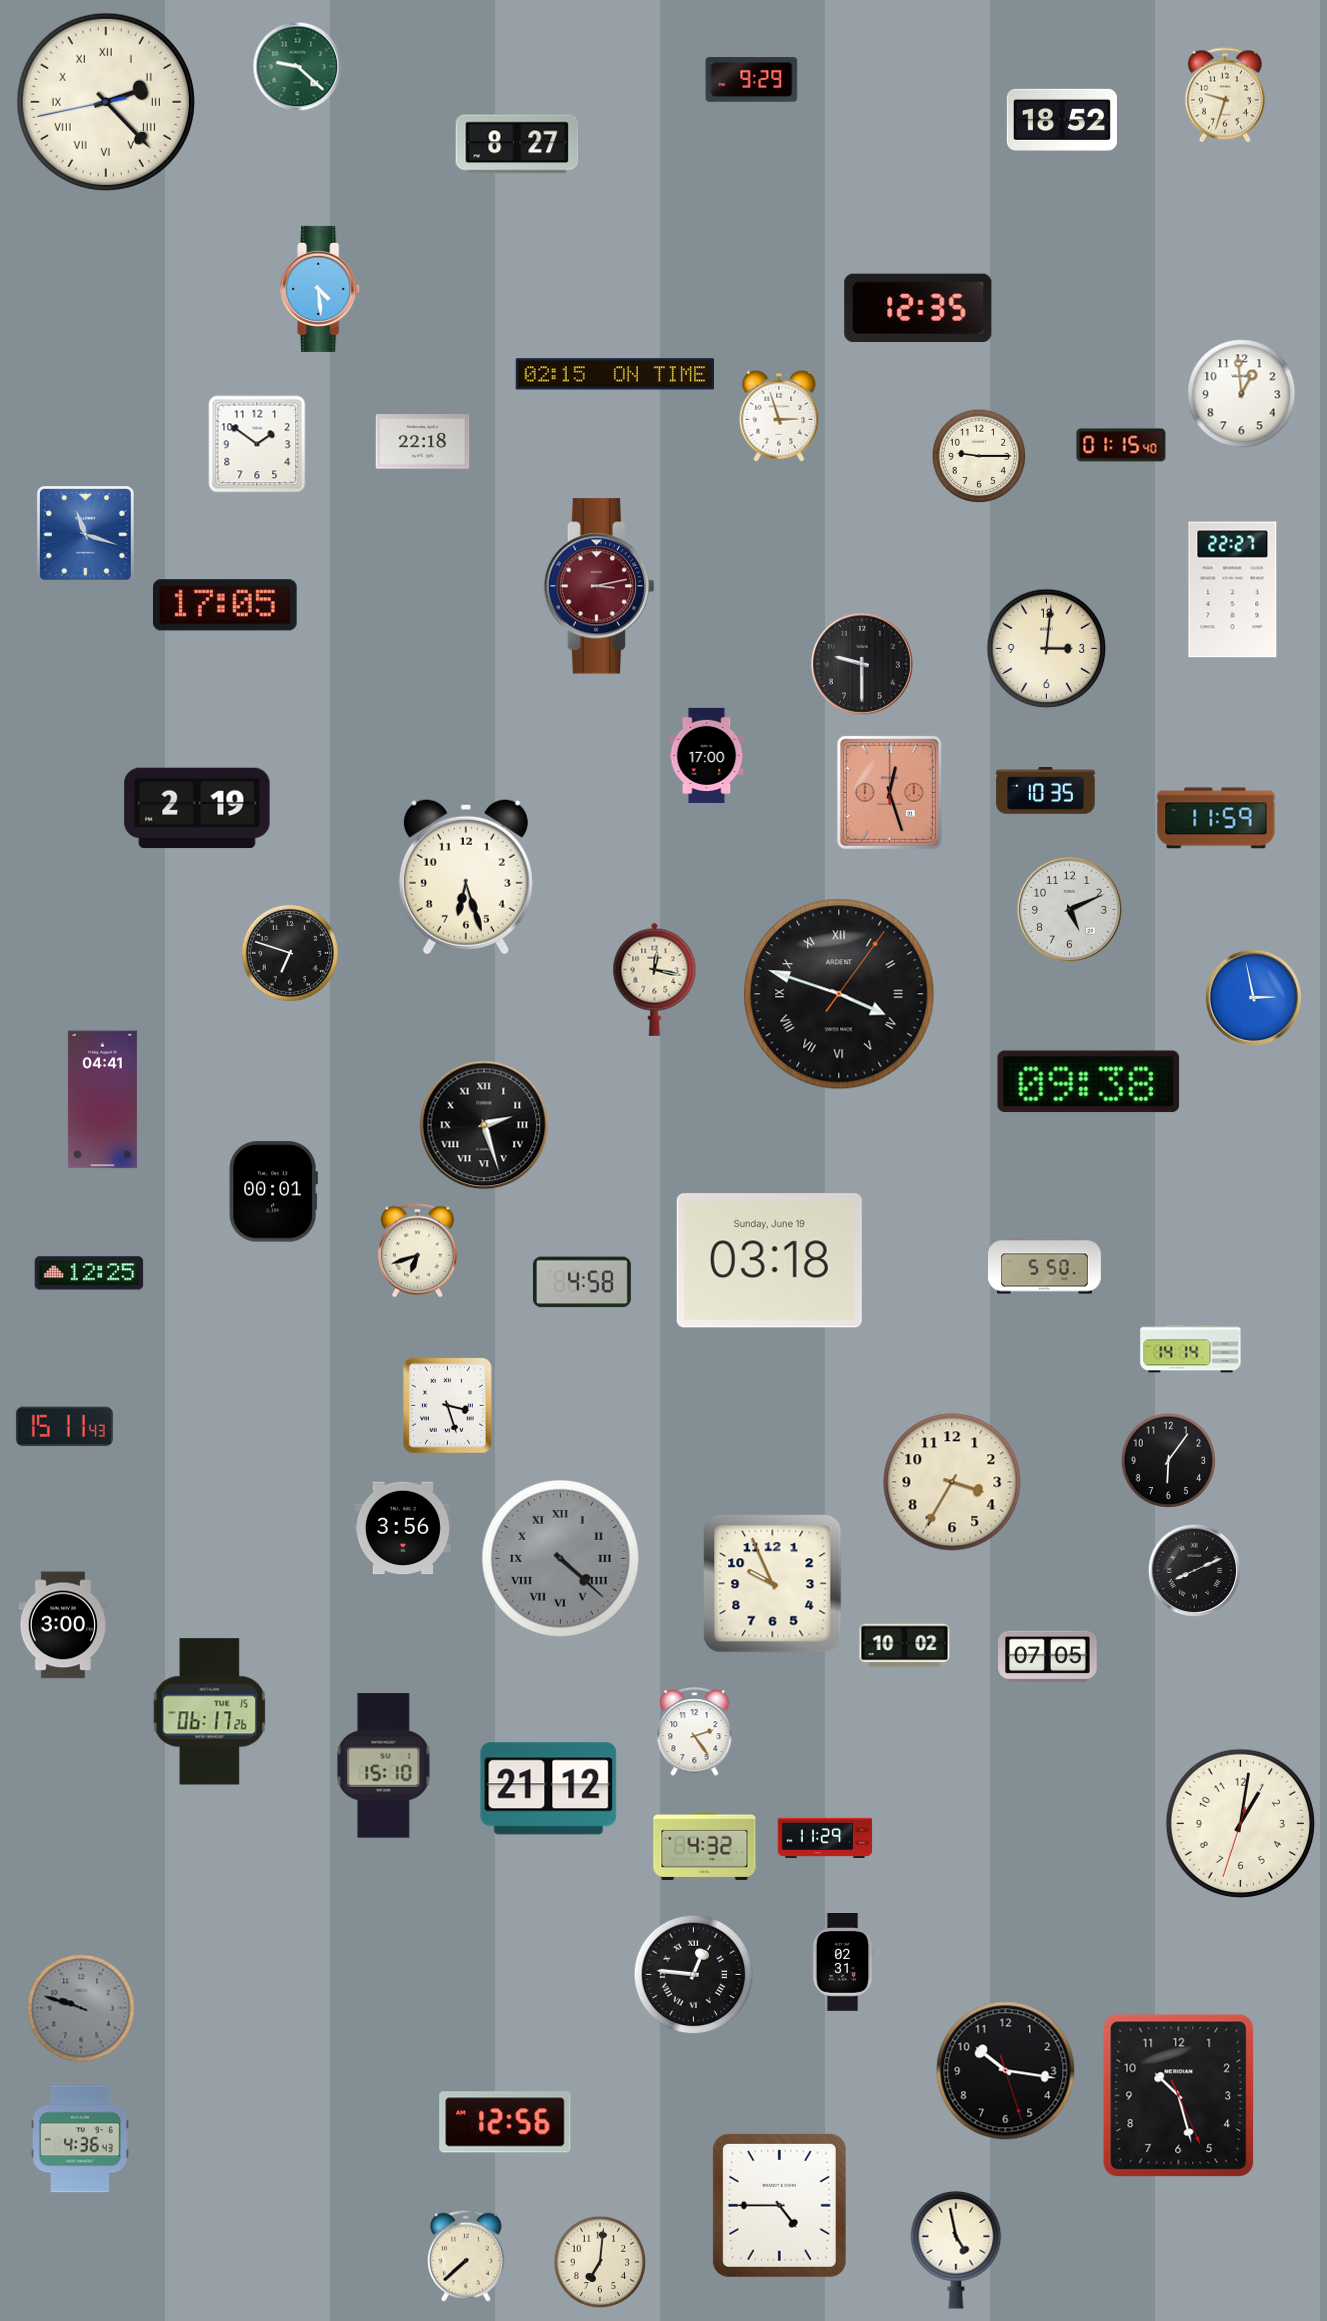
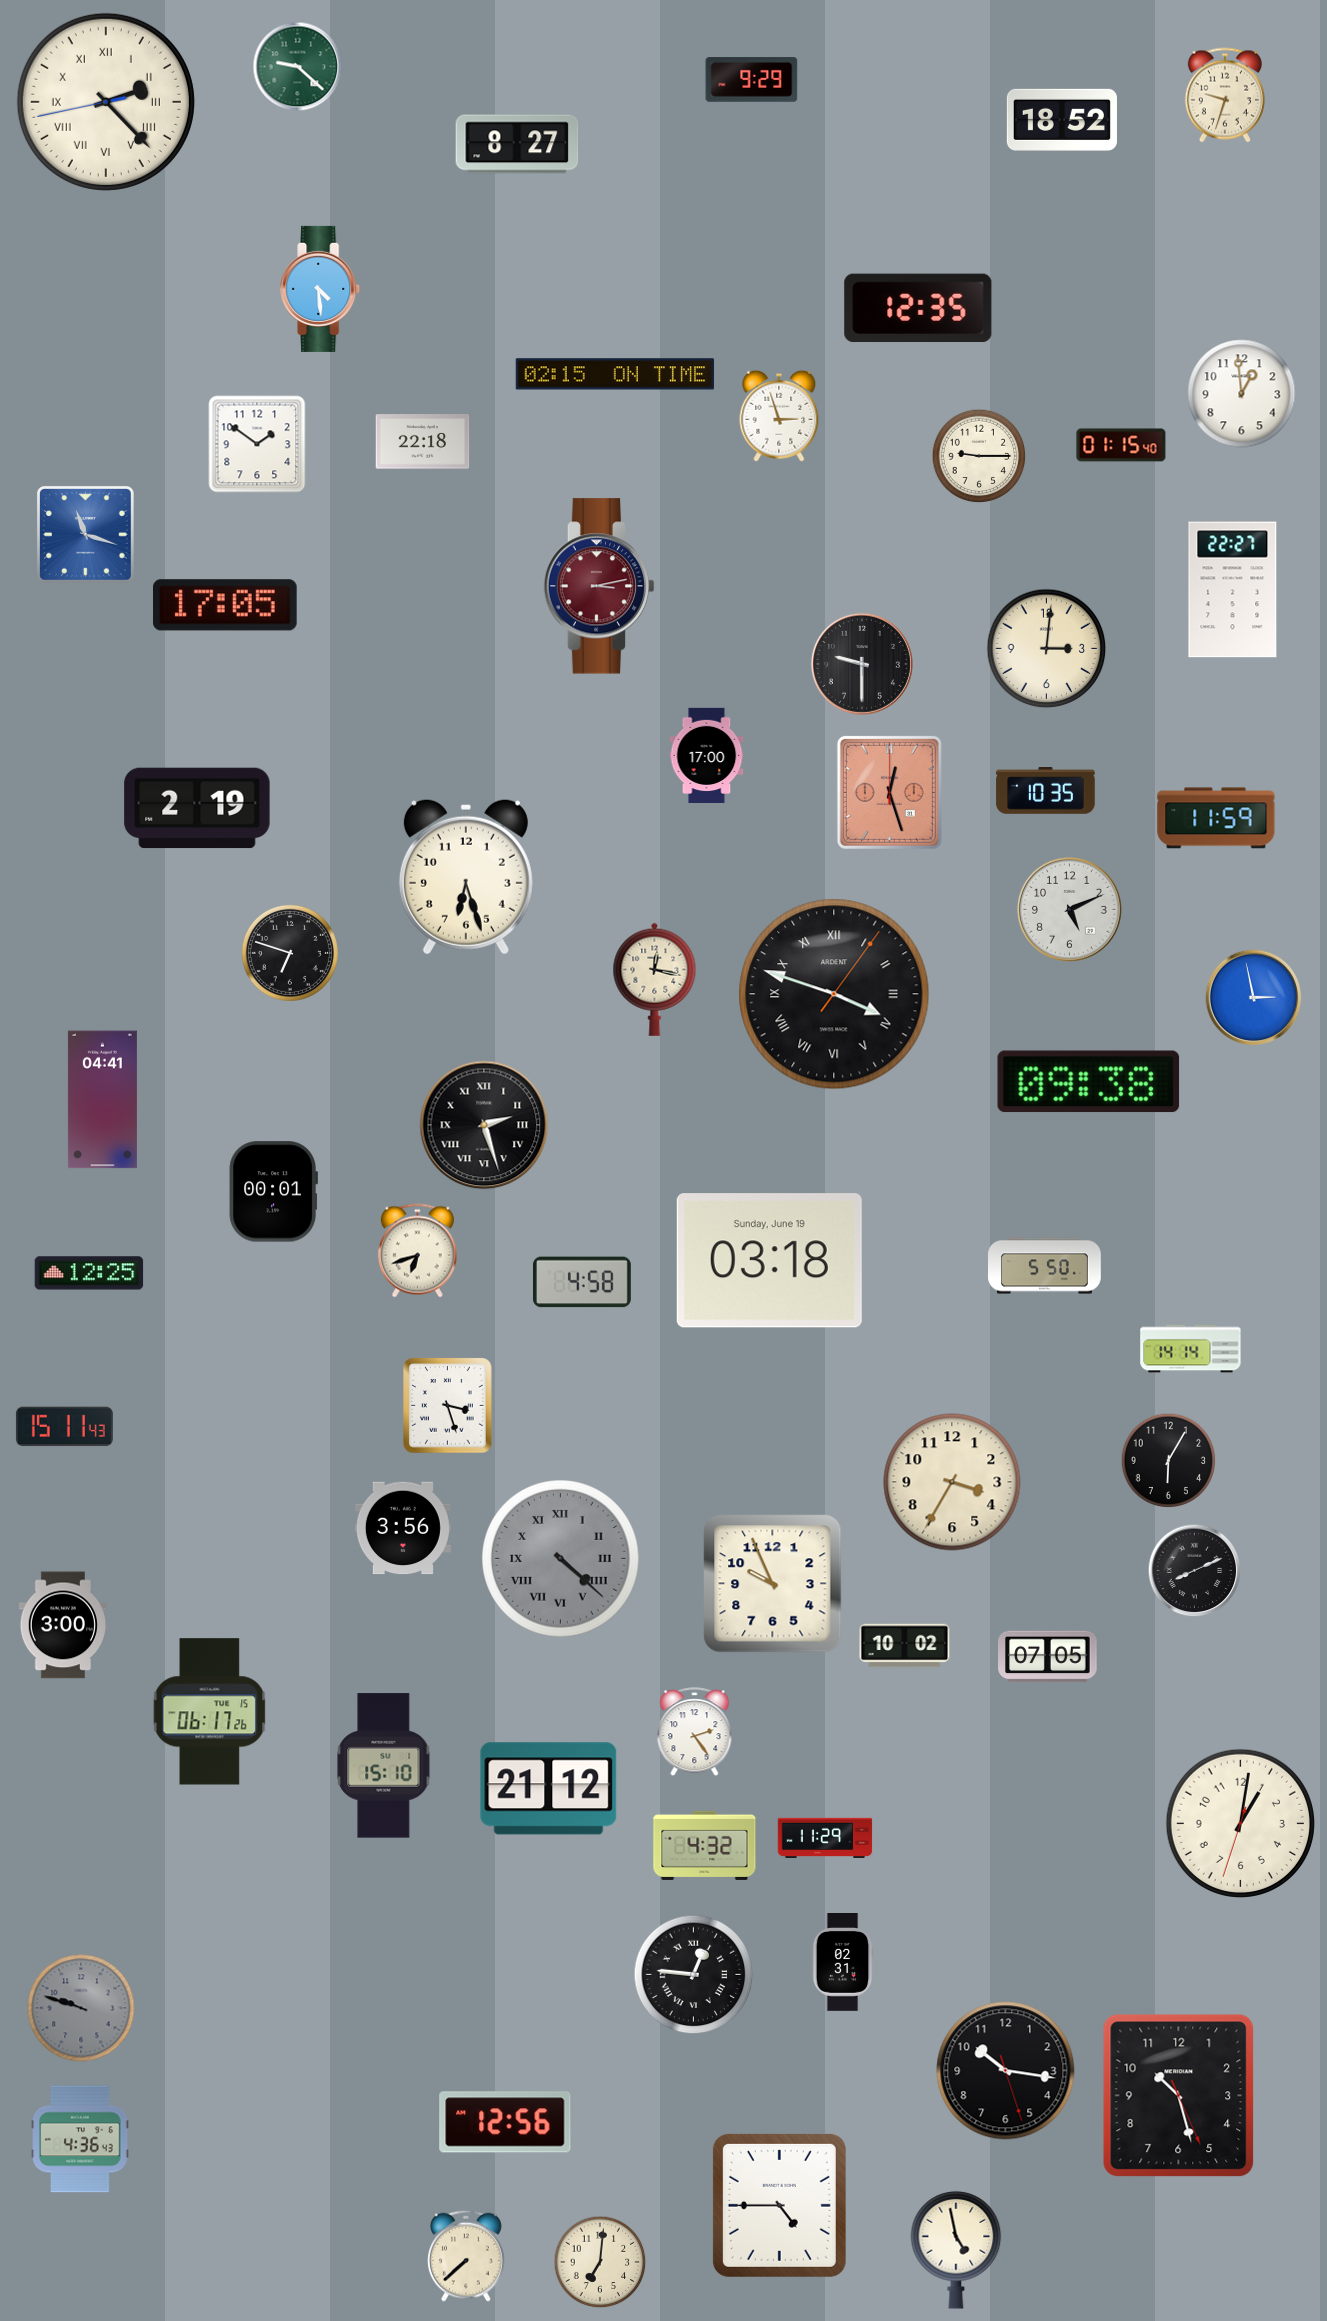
clock at (839, 994) position: (839, 994) -> (834, 994)
clock at (1169, 1461): 6:06 -> 6:05
